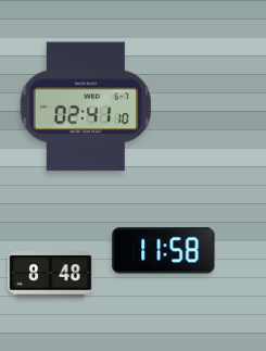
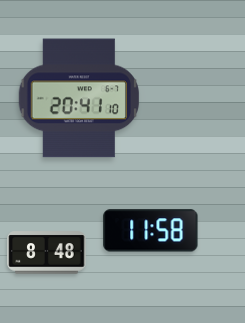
clock at (85, 106): 02:41 -> 20:41
